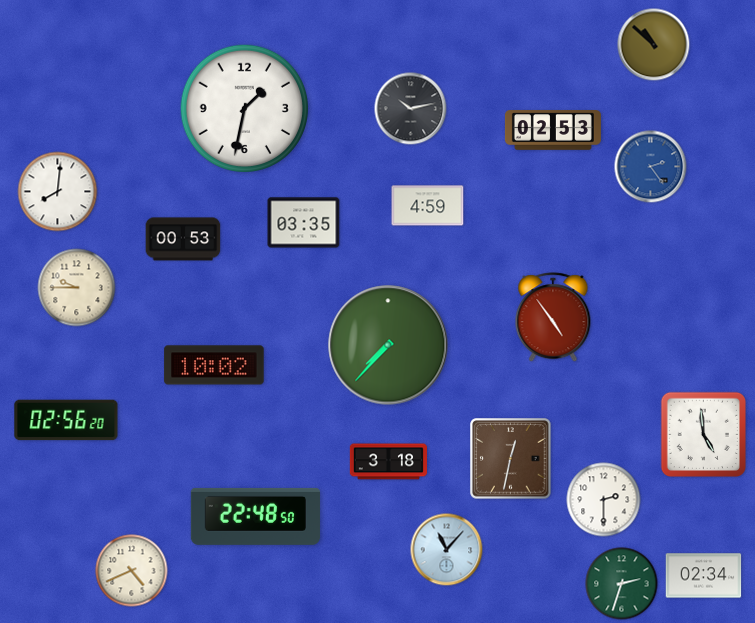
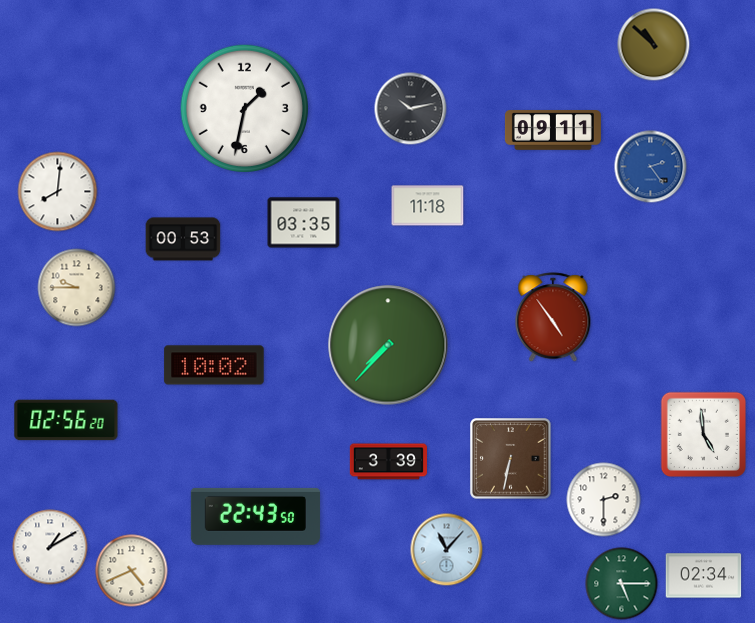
clock at (553, 130): 02:53 -> 09:11
clock at (428, 206): 4:59 -> 11:18
clock at (511, 459): 12:32 -> 6:32
clock at (388, 462): 3:18 -> 3:39
clock at (255, 516): 22:48 -> 22:43
clock at (50, 547): none -> 1:10
clock at (622, 584): 2:33 -> 5:15
